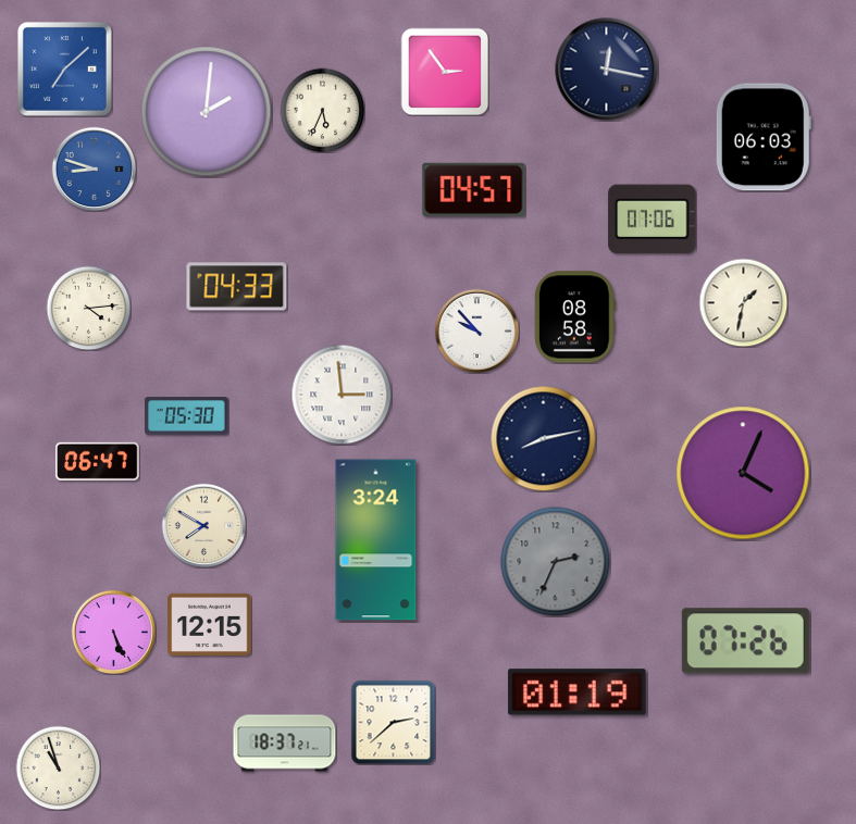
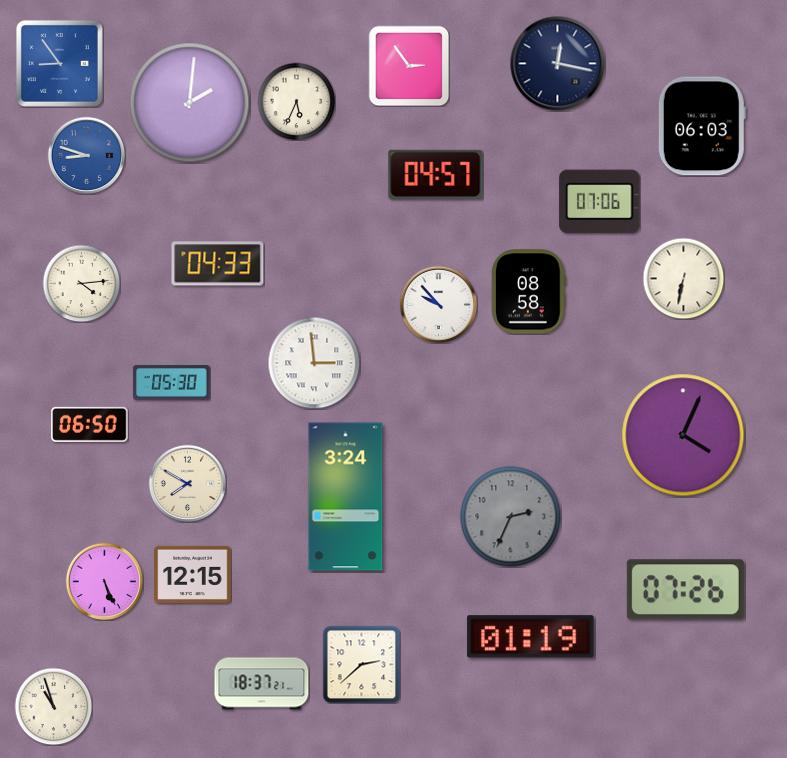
clock at (64, 68): 7:08 -> 8:54
clock at (743, 302): 1:32 -> 6:32
clock at (543, 438): 8:13 -> none
clock at (98, 461): 06:47 -> 06:50
